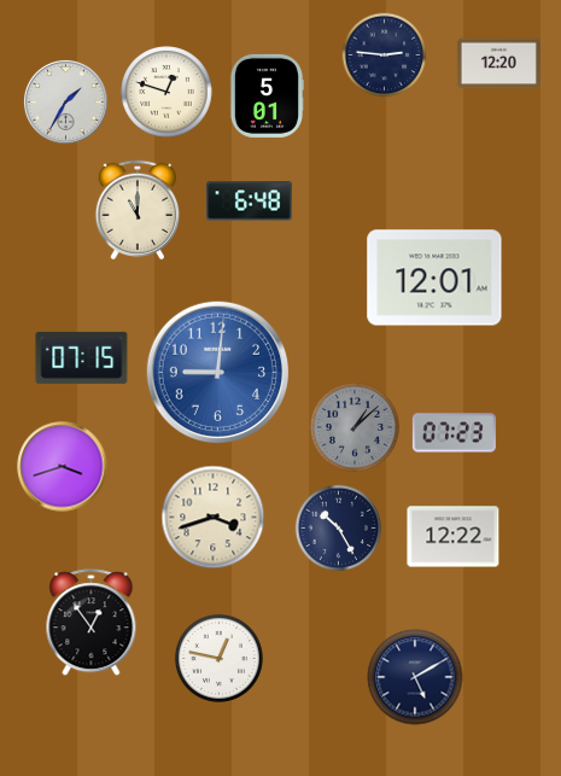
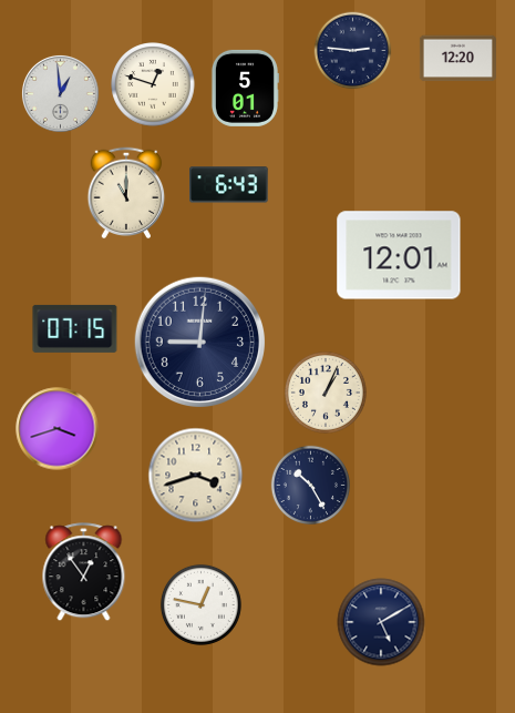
clock at (66, 103): 1:35 -> 12:59
clock at (250, 202): 6:48 -> 6:43
clock at (217, 372) dial: blue -> navy
clock at (355, 427): 1:08 -> 1:04
clock at (355, 427) dial: grey -> cream
clock at (454, 433): 07:23 -> none
clock at (454, 537): 12:22 -> none
